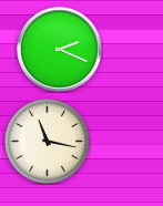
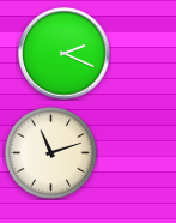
clock at (47, 141): 11:17 -> 11:12
